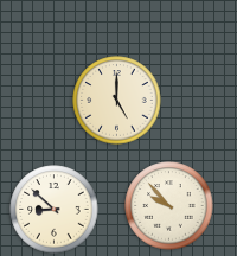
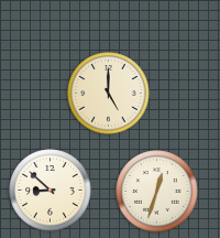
clock at (169, 206): 9:53 -> 12:33
clock at (55, 210) position: (55, 210) -> (51, 191)
